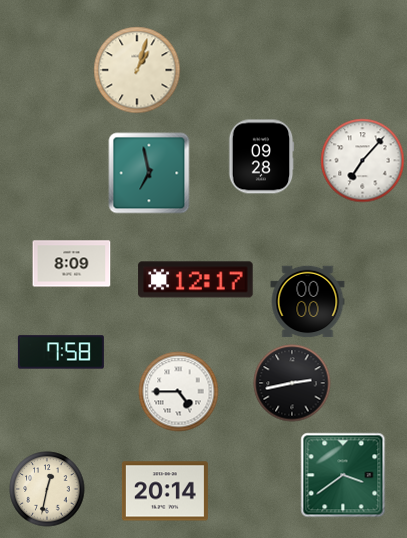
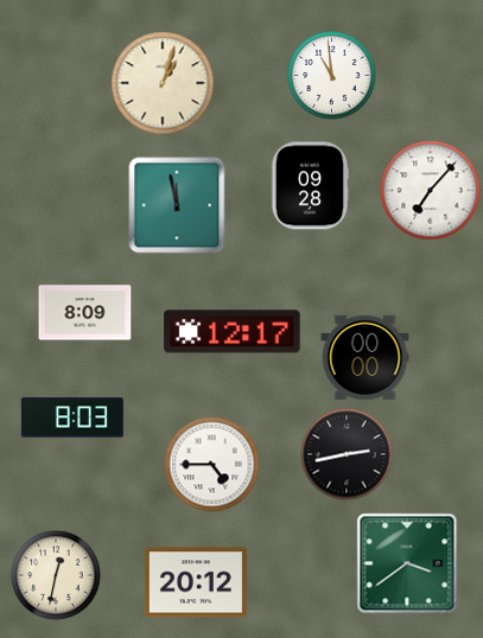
clock at (332, 76): none -> 10:59
clock at (149, 173): 6:58 -> 11:58
clock at (61, 352): 7:58 -> 8:03
clock at (47, 489) position: (47, 489) -> (56, 575)
clock at (165, 491): 20:14 -> 20:12
